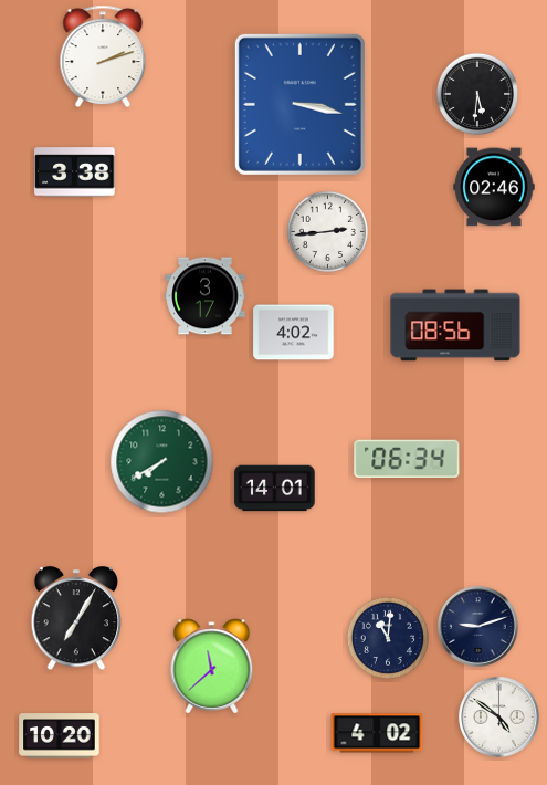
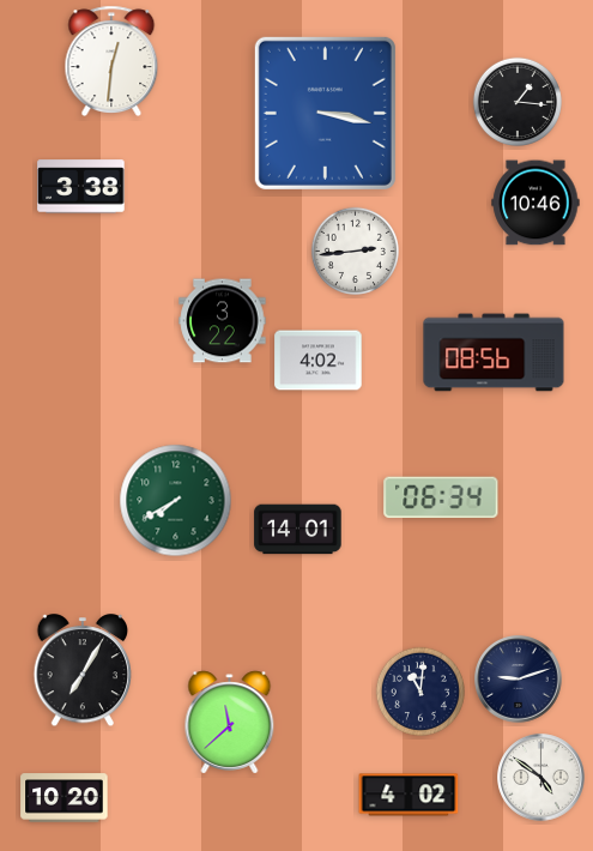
clock at (103, 55): 2:12 -> 12:31
clock at (477, 94): 5:31 -> 1:16
clock at (494, 187): 02:46 -> 10:46
clock at (206, 296): 3:17 -> 3:22
